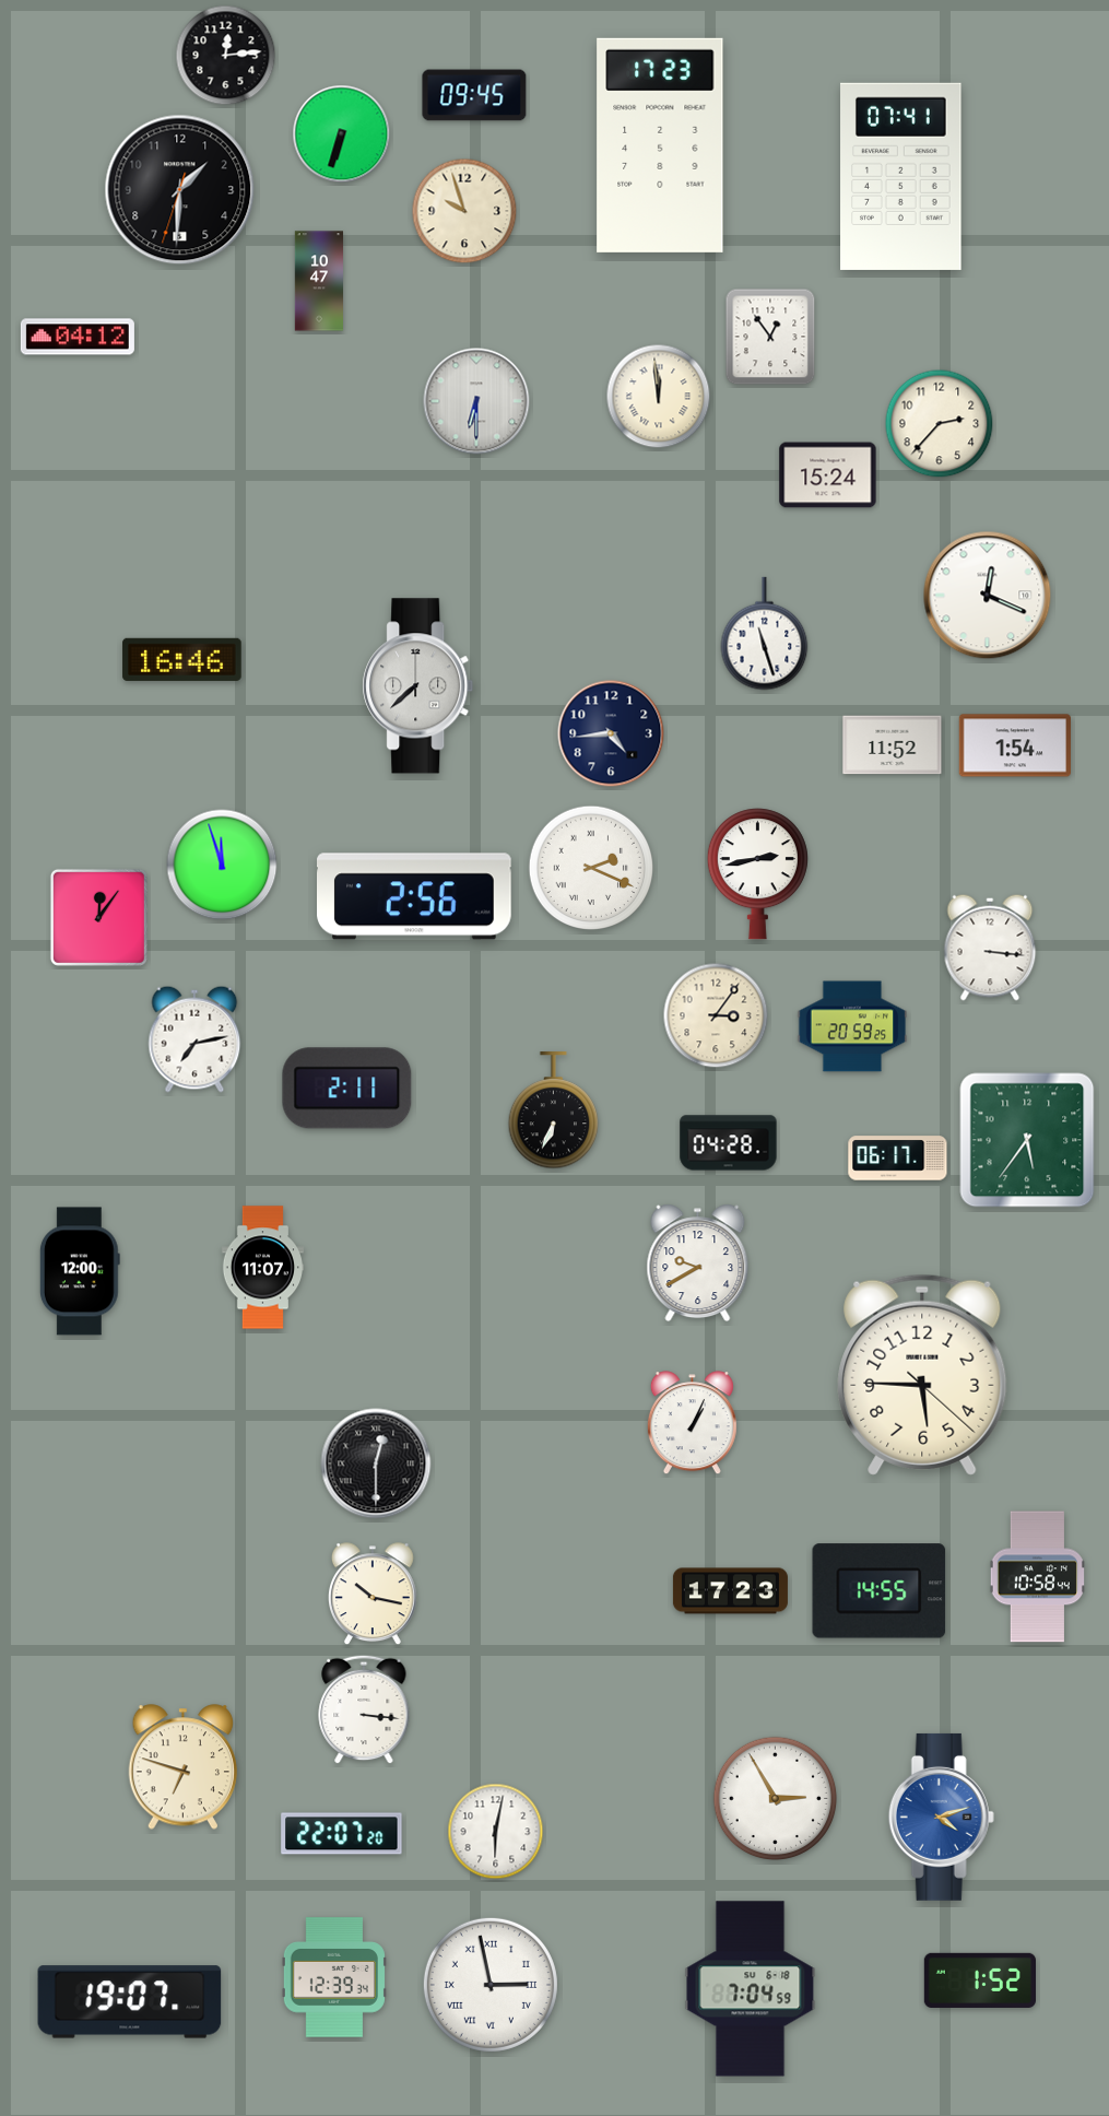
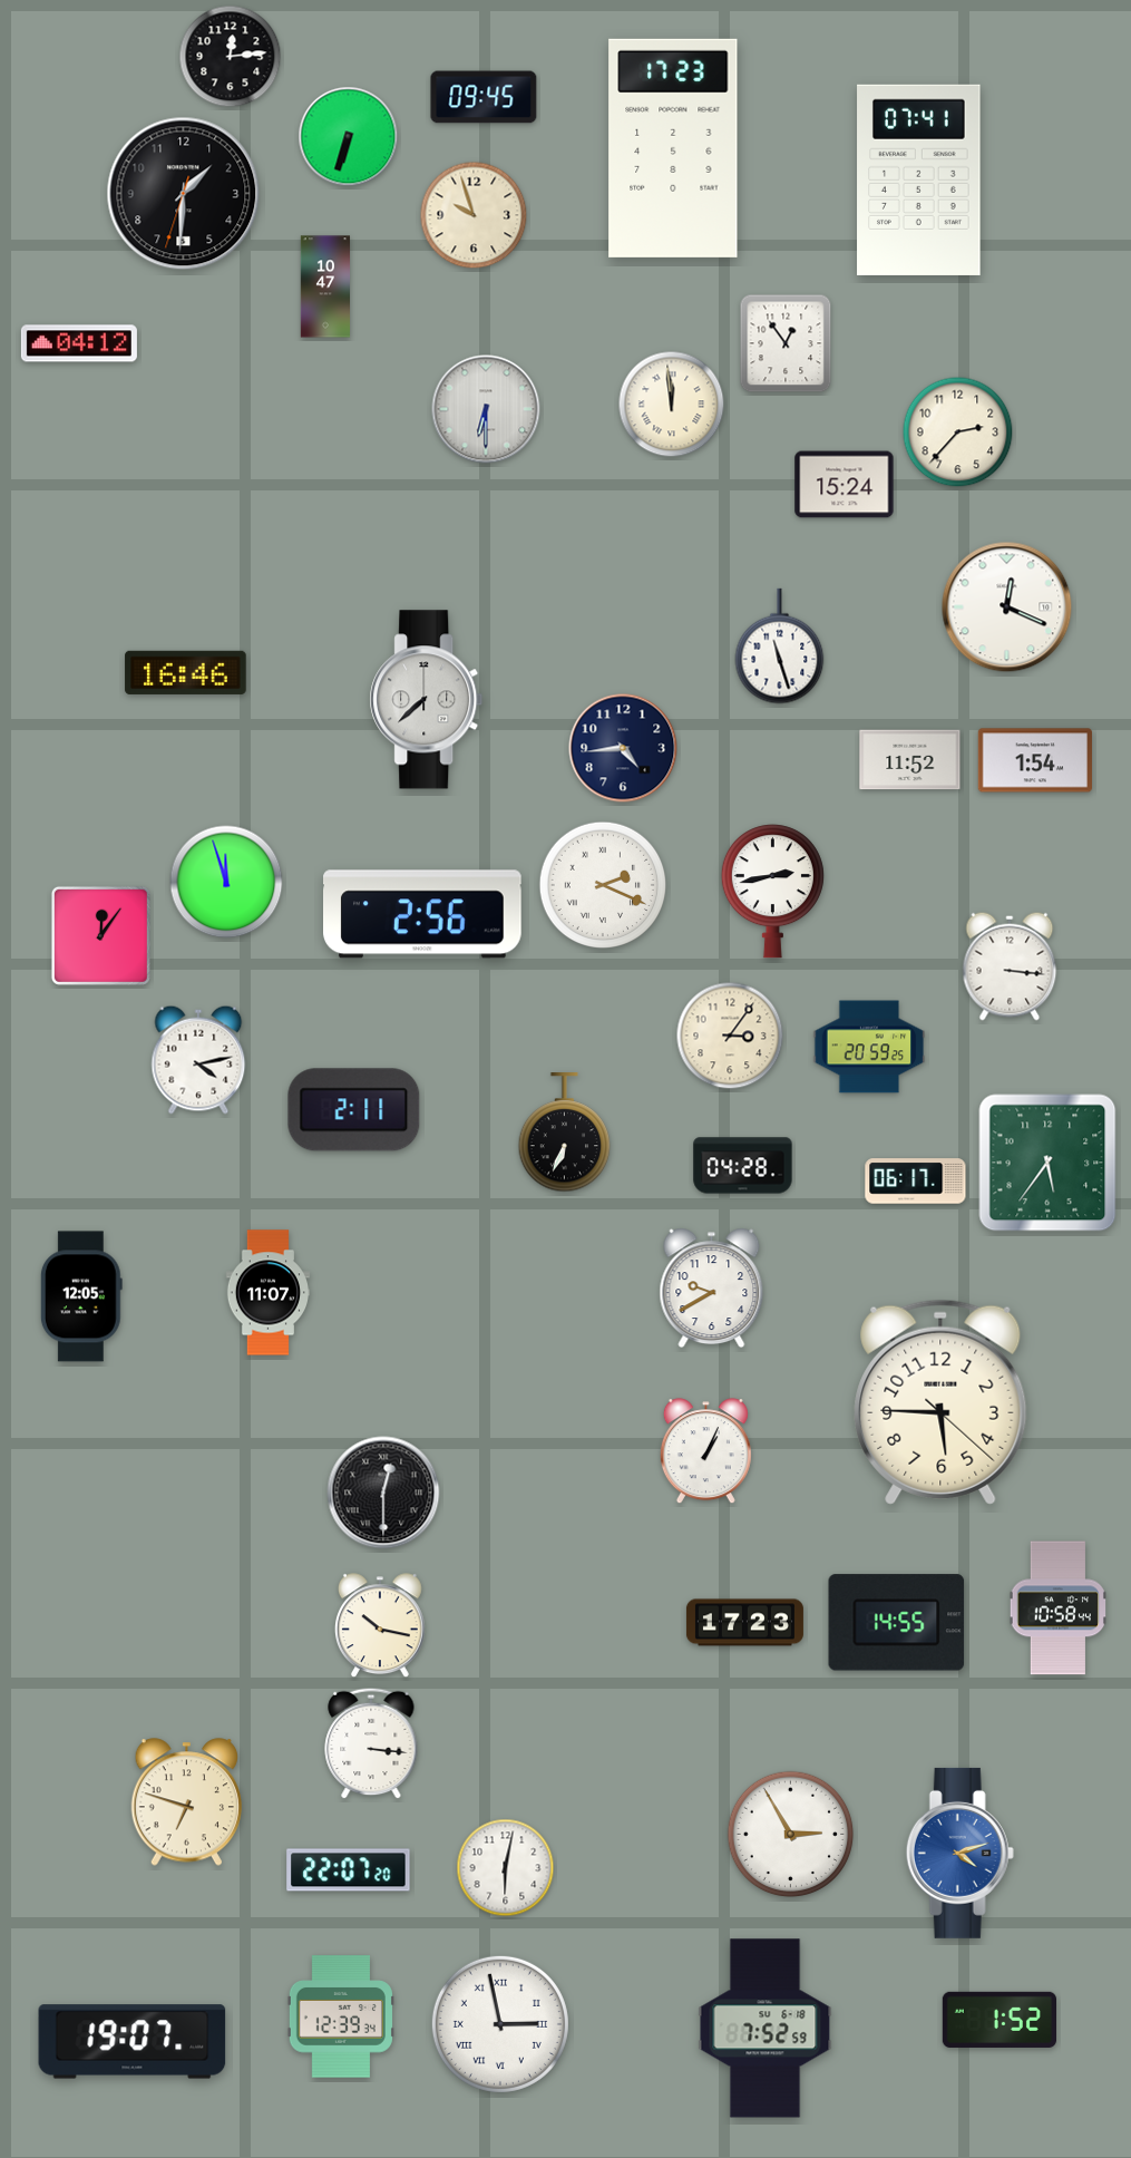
clock at (194, 1039): 7:13 -> 4:13
clock at (80, 1271): 12:00 -> 12:05
clock at (751, 1989): 7:04 -> 7:52
